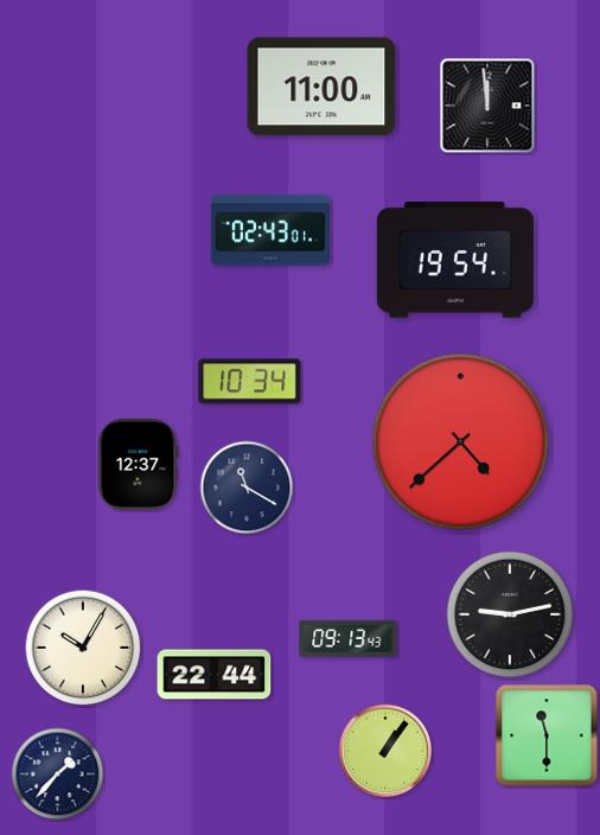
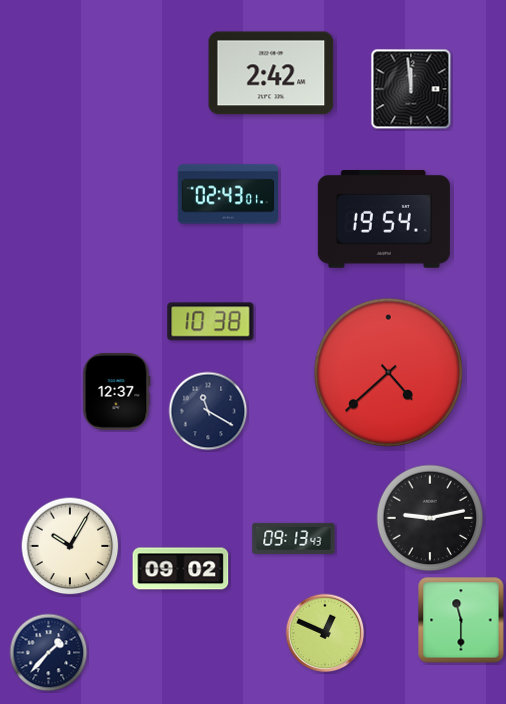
clock at (321, 87): 11:00 -> 2:42
clock at (250, 382): 10:34 -> 10:38
clock at (215, 675): 22:44 -> 09:02
clock at (385, 751): 1:06 -> 12:49
